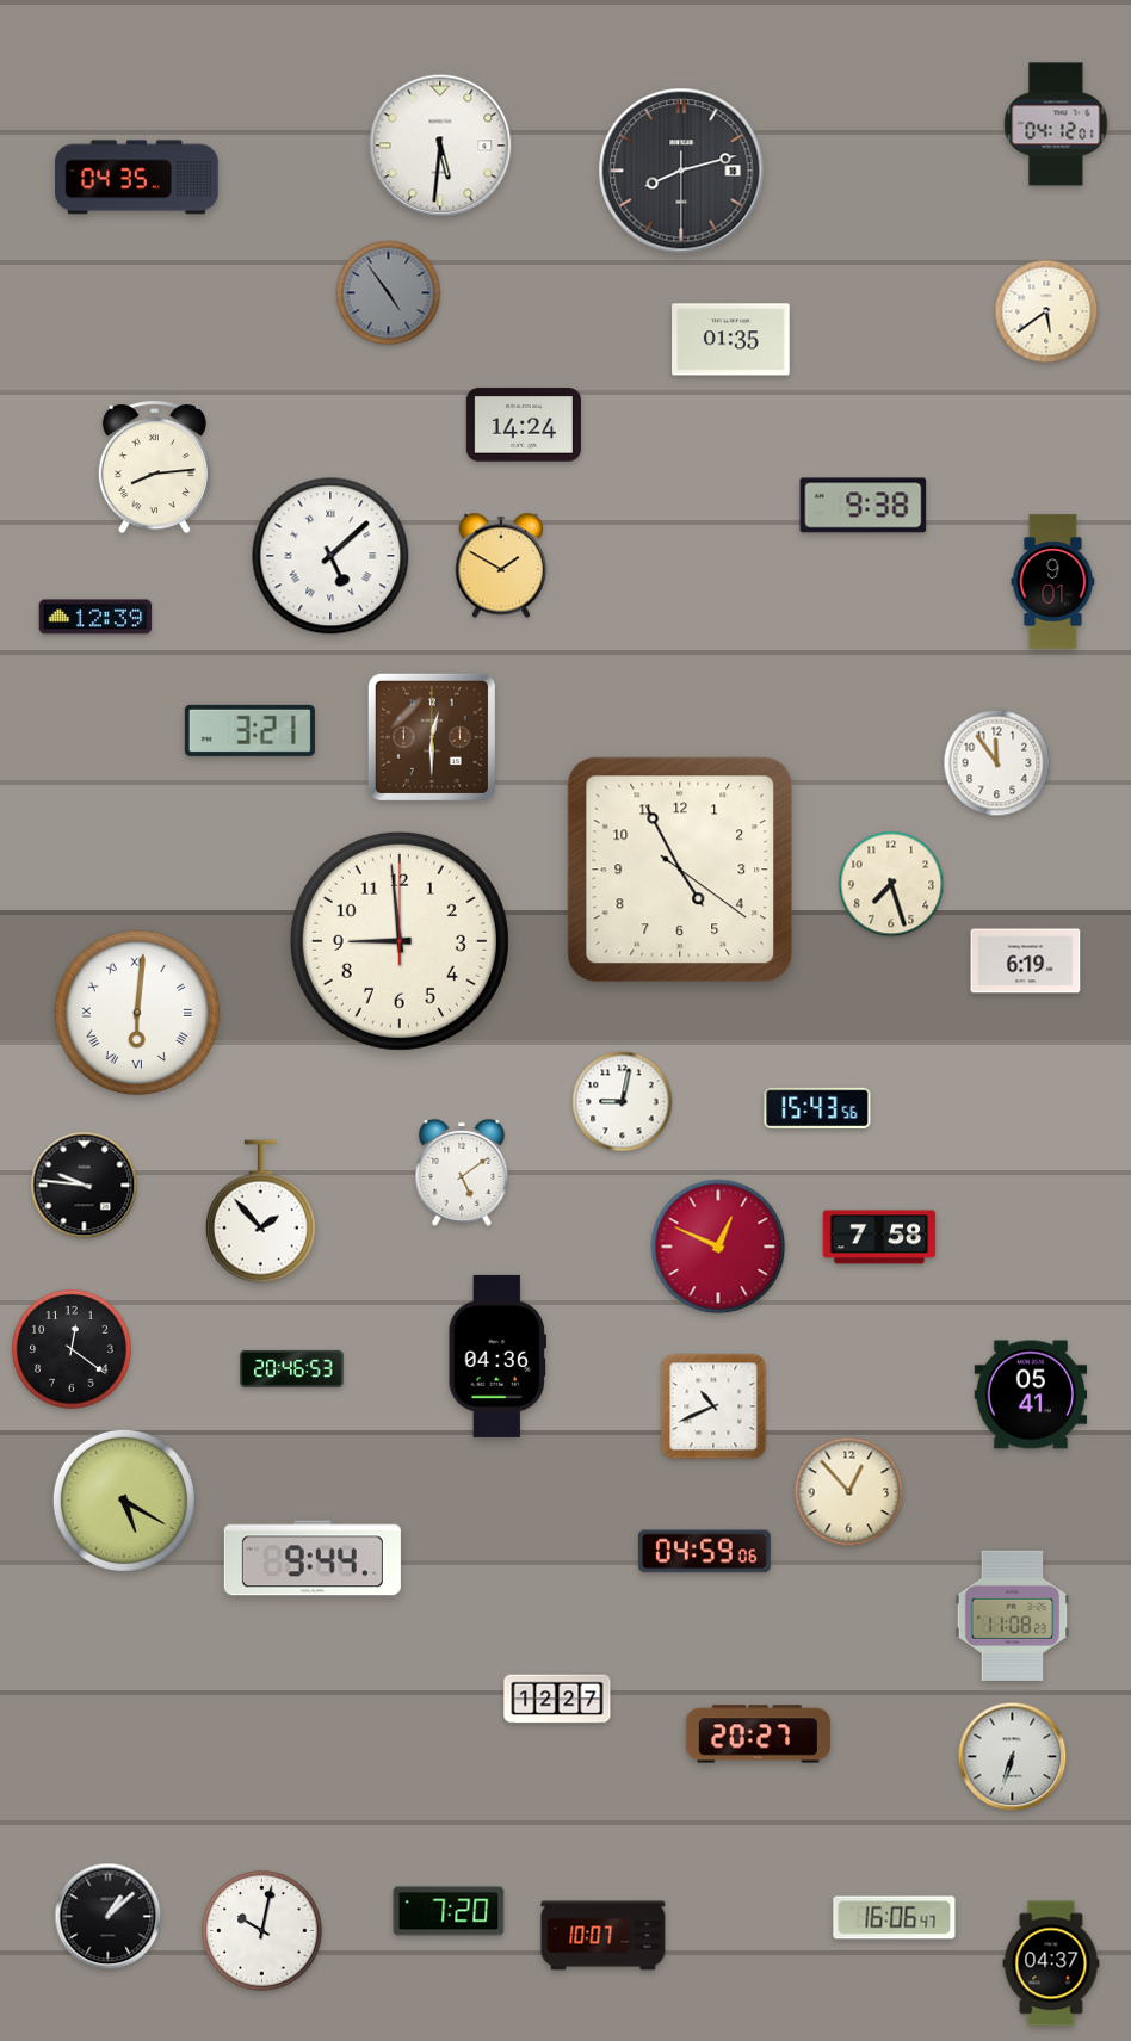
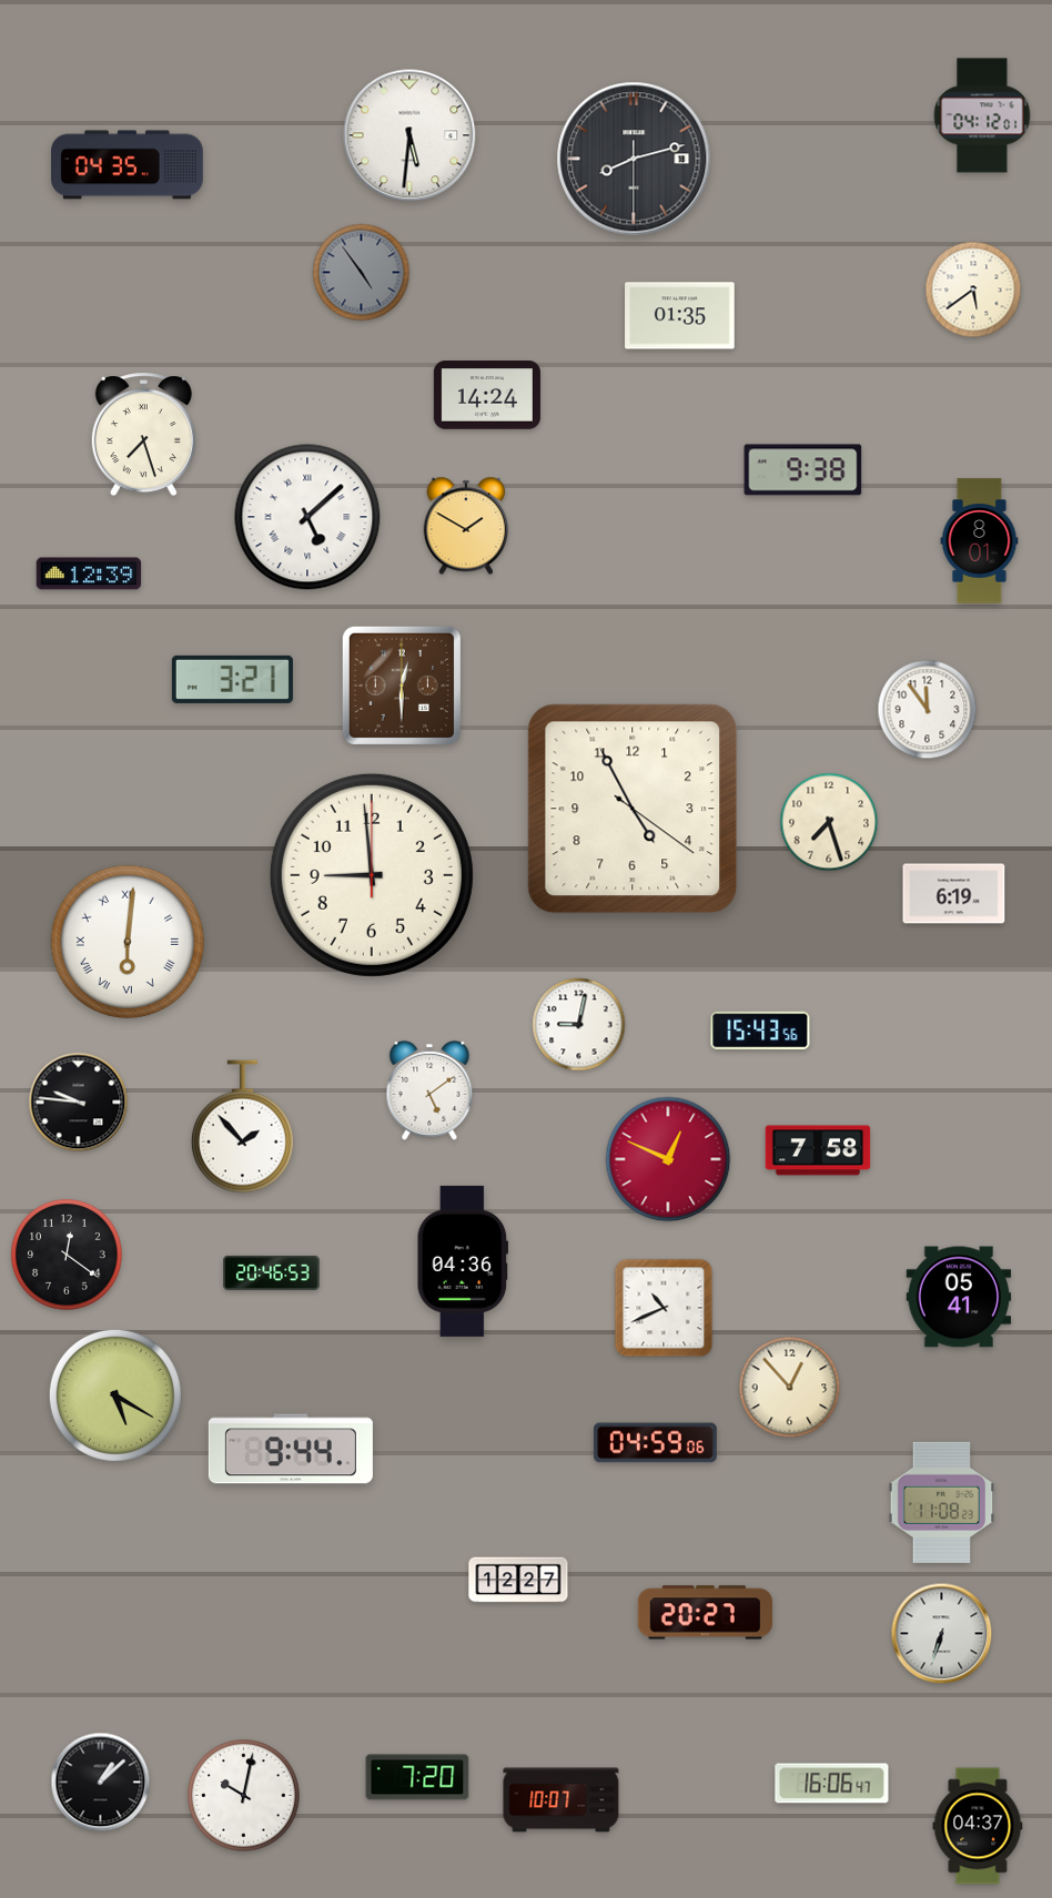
clock at (154, 468): 8:14 -> 7:27
clock at (1053, 582): 9:01 -> 8:01
